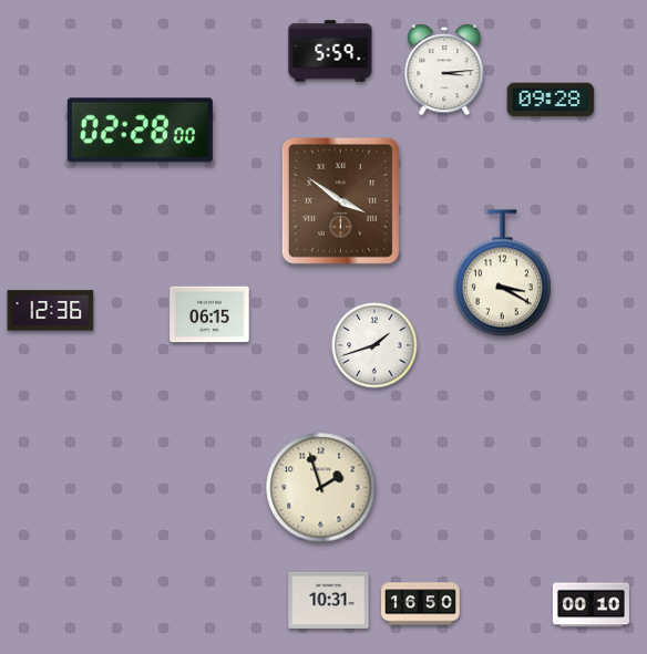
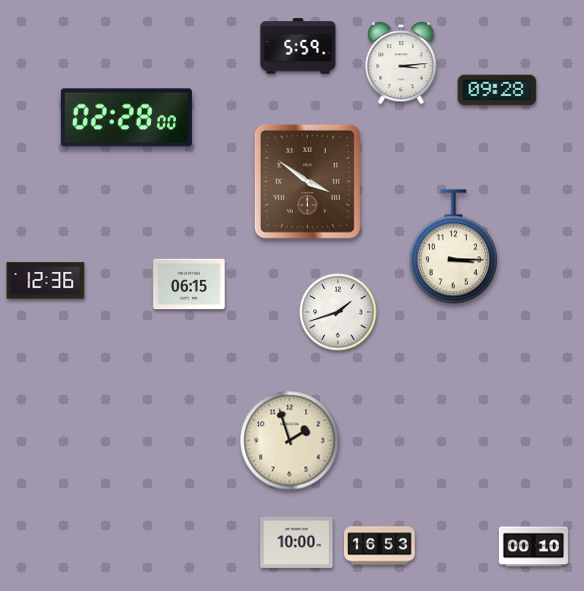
clock at (502, 273): 3:20 -> 3:15
clock at (329, 600): 10:31 -> 10:00
clock at (421, 604): 16:50 -> 16:53
